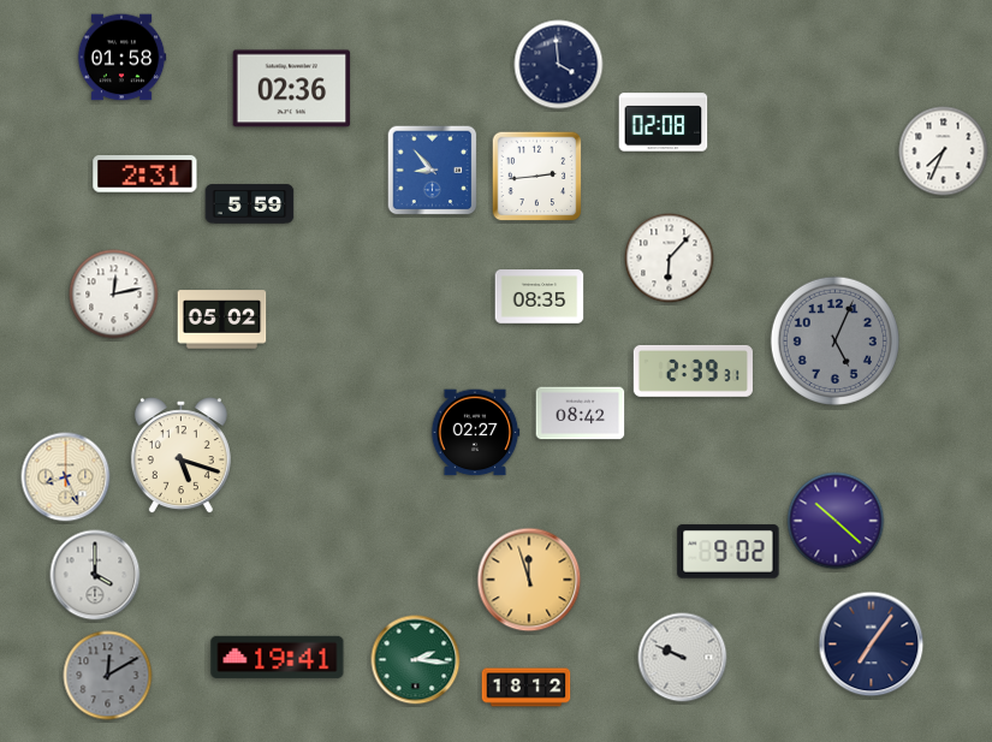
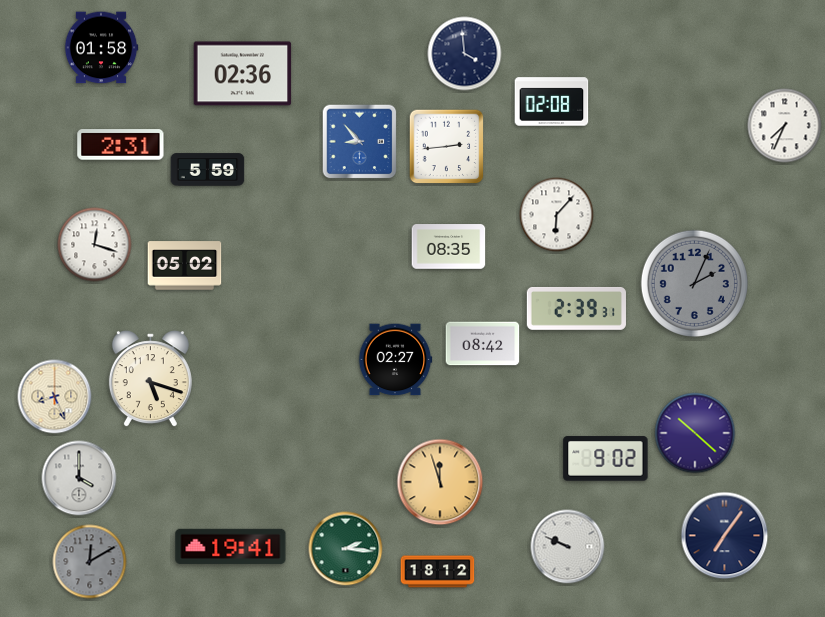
clock at (114, 295): 12:13 -> 12:18
clock at (834, 340): 5:04 -> 2:04
